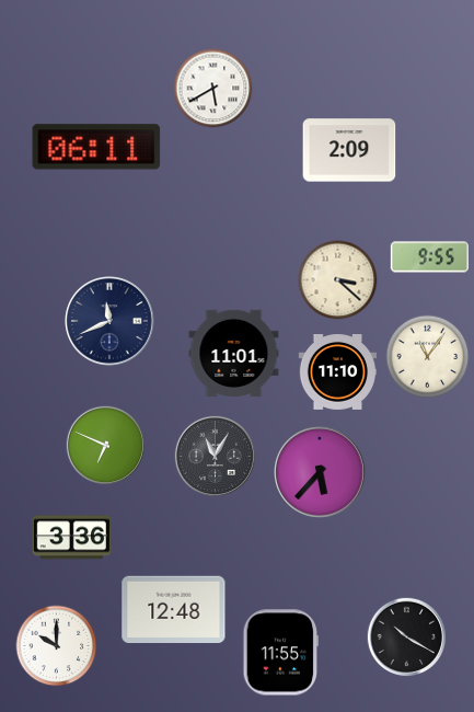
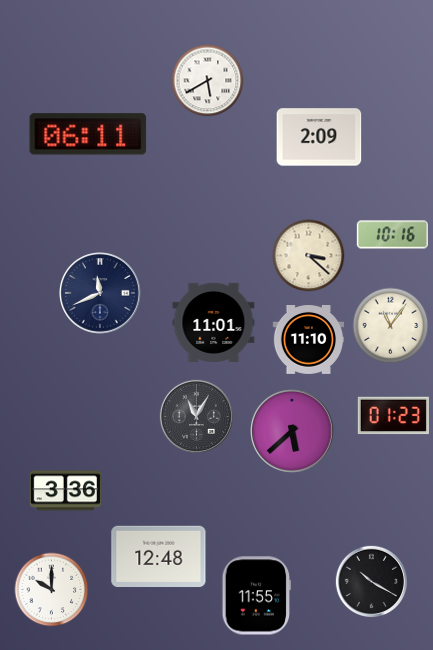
clock at (213, 89) position: (213, 89) -> (208, 81)
clock at (429, 257): 9:55 -> 10:16
clock at (106, 446): 6:49 -> none
clock at (393, 416): none -> 01:23
clock at (320, 472): 5:37 -> 5:38
